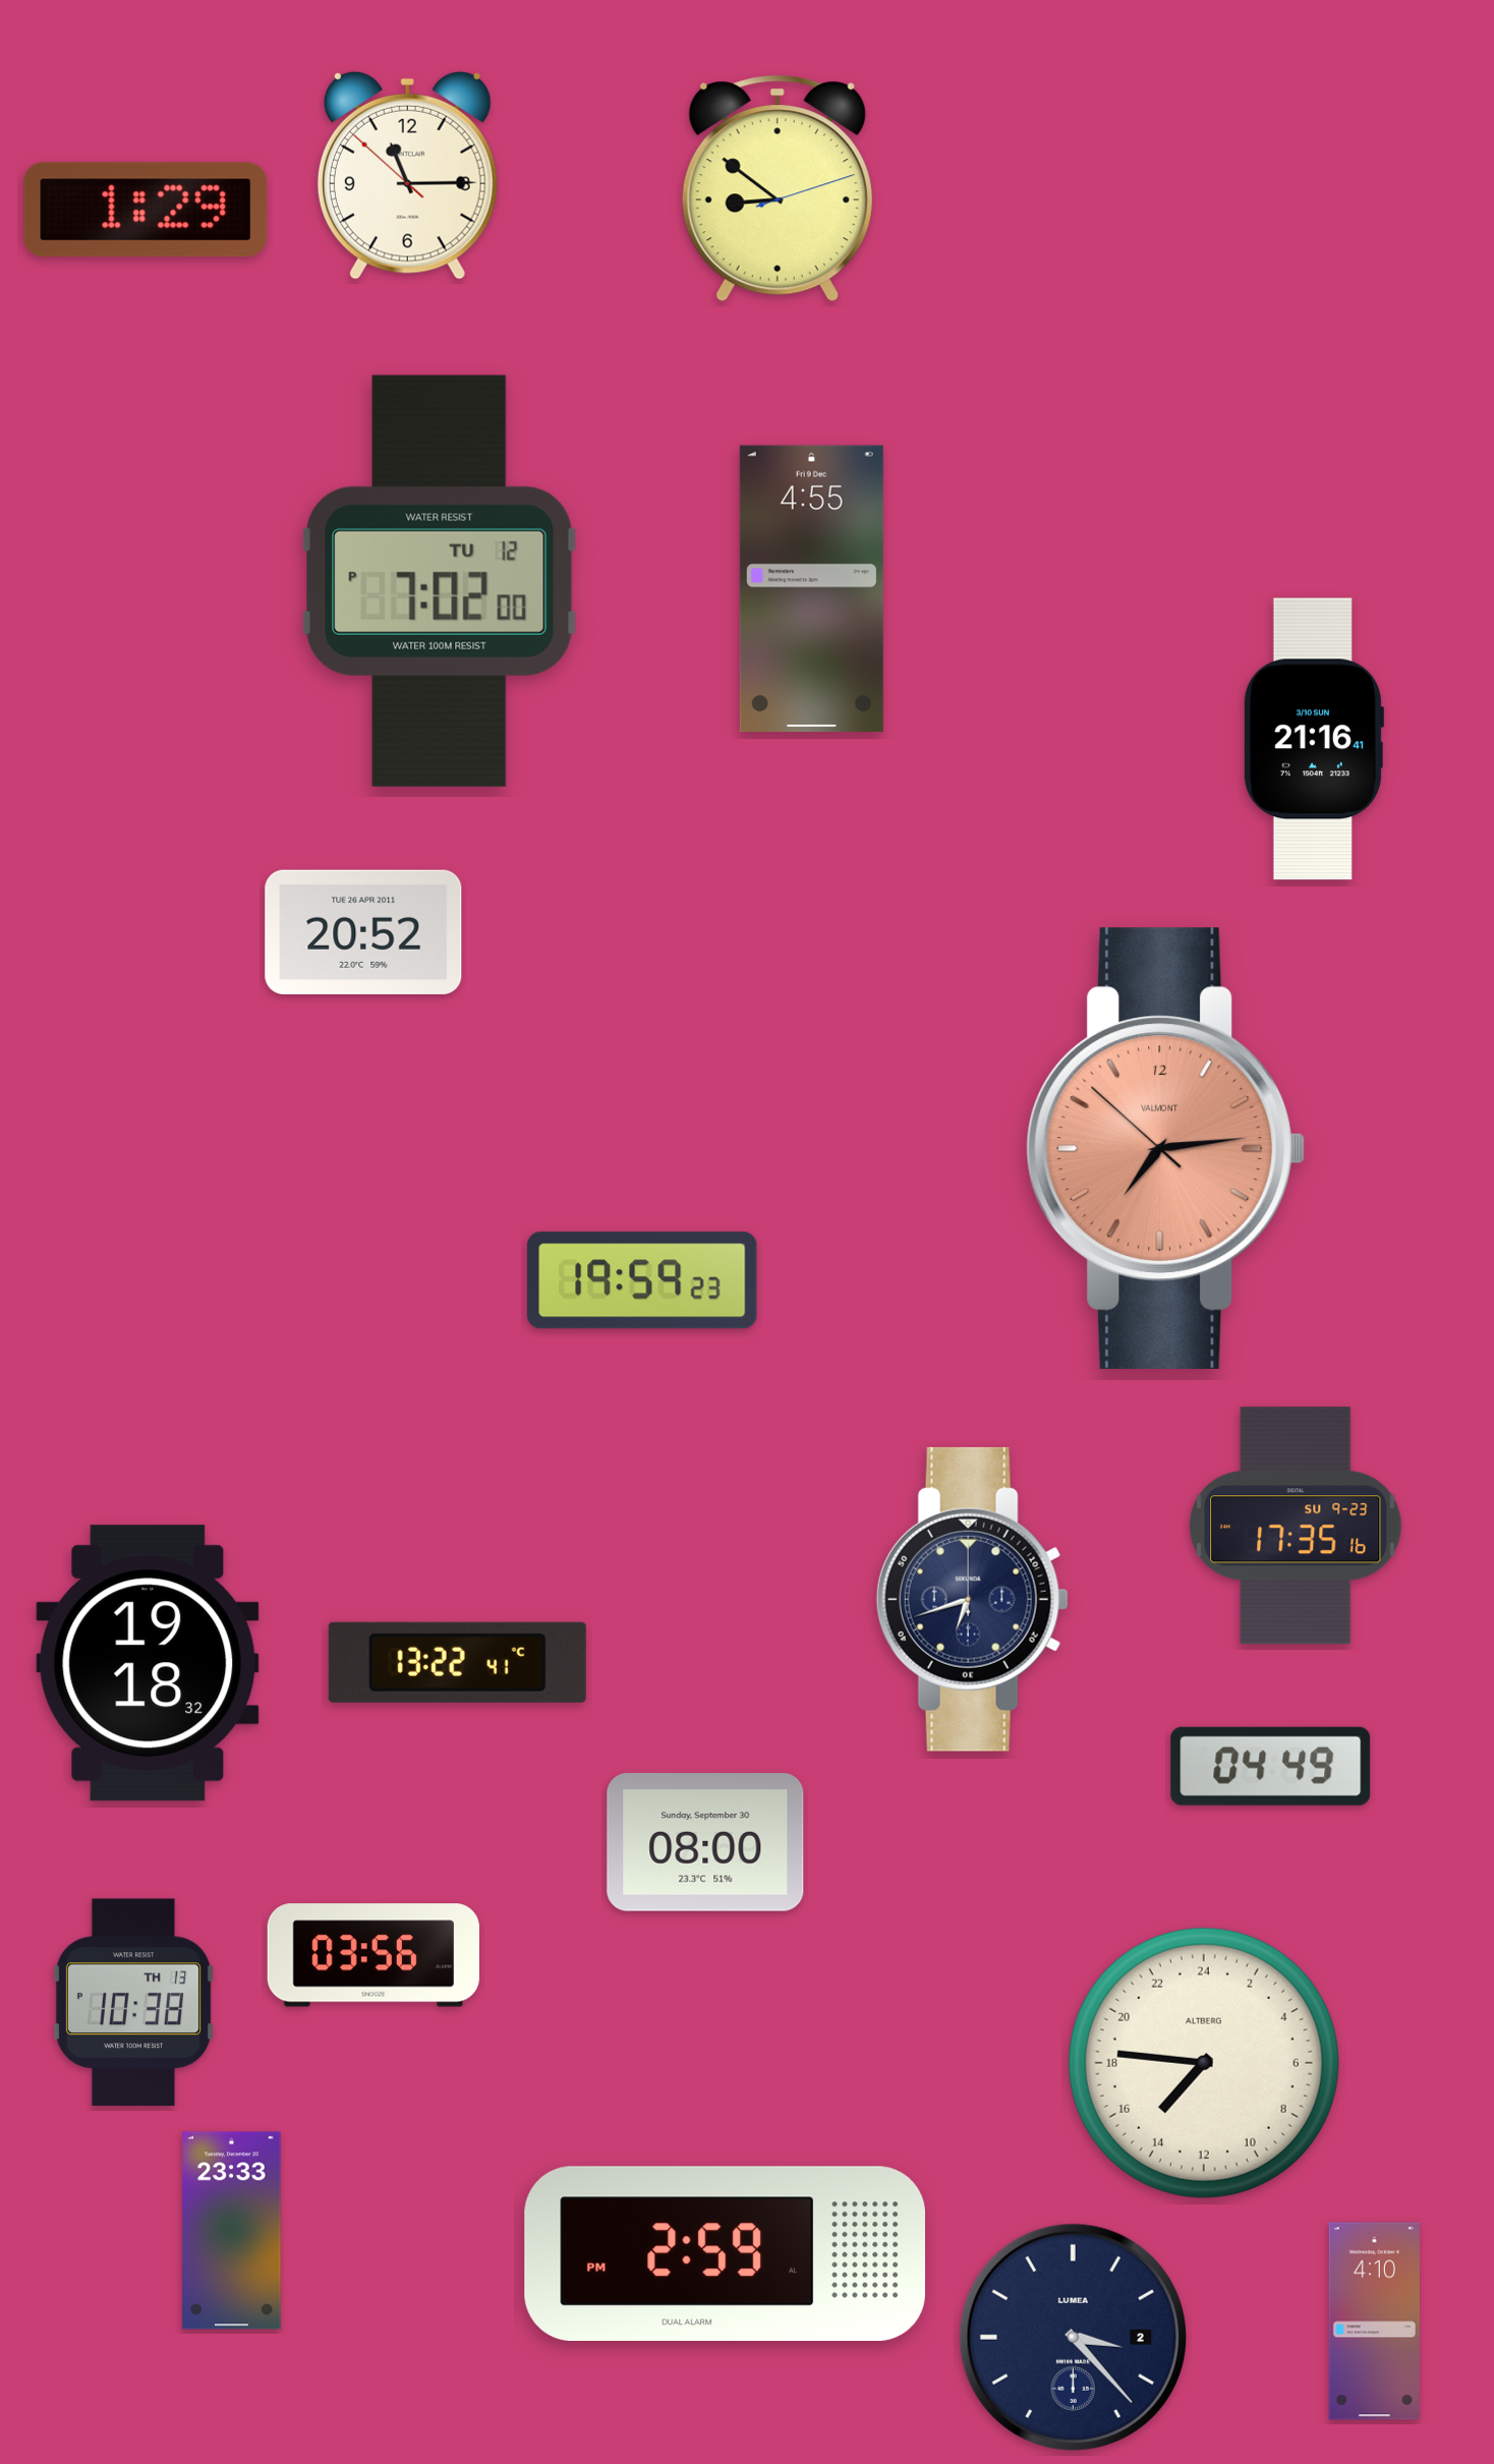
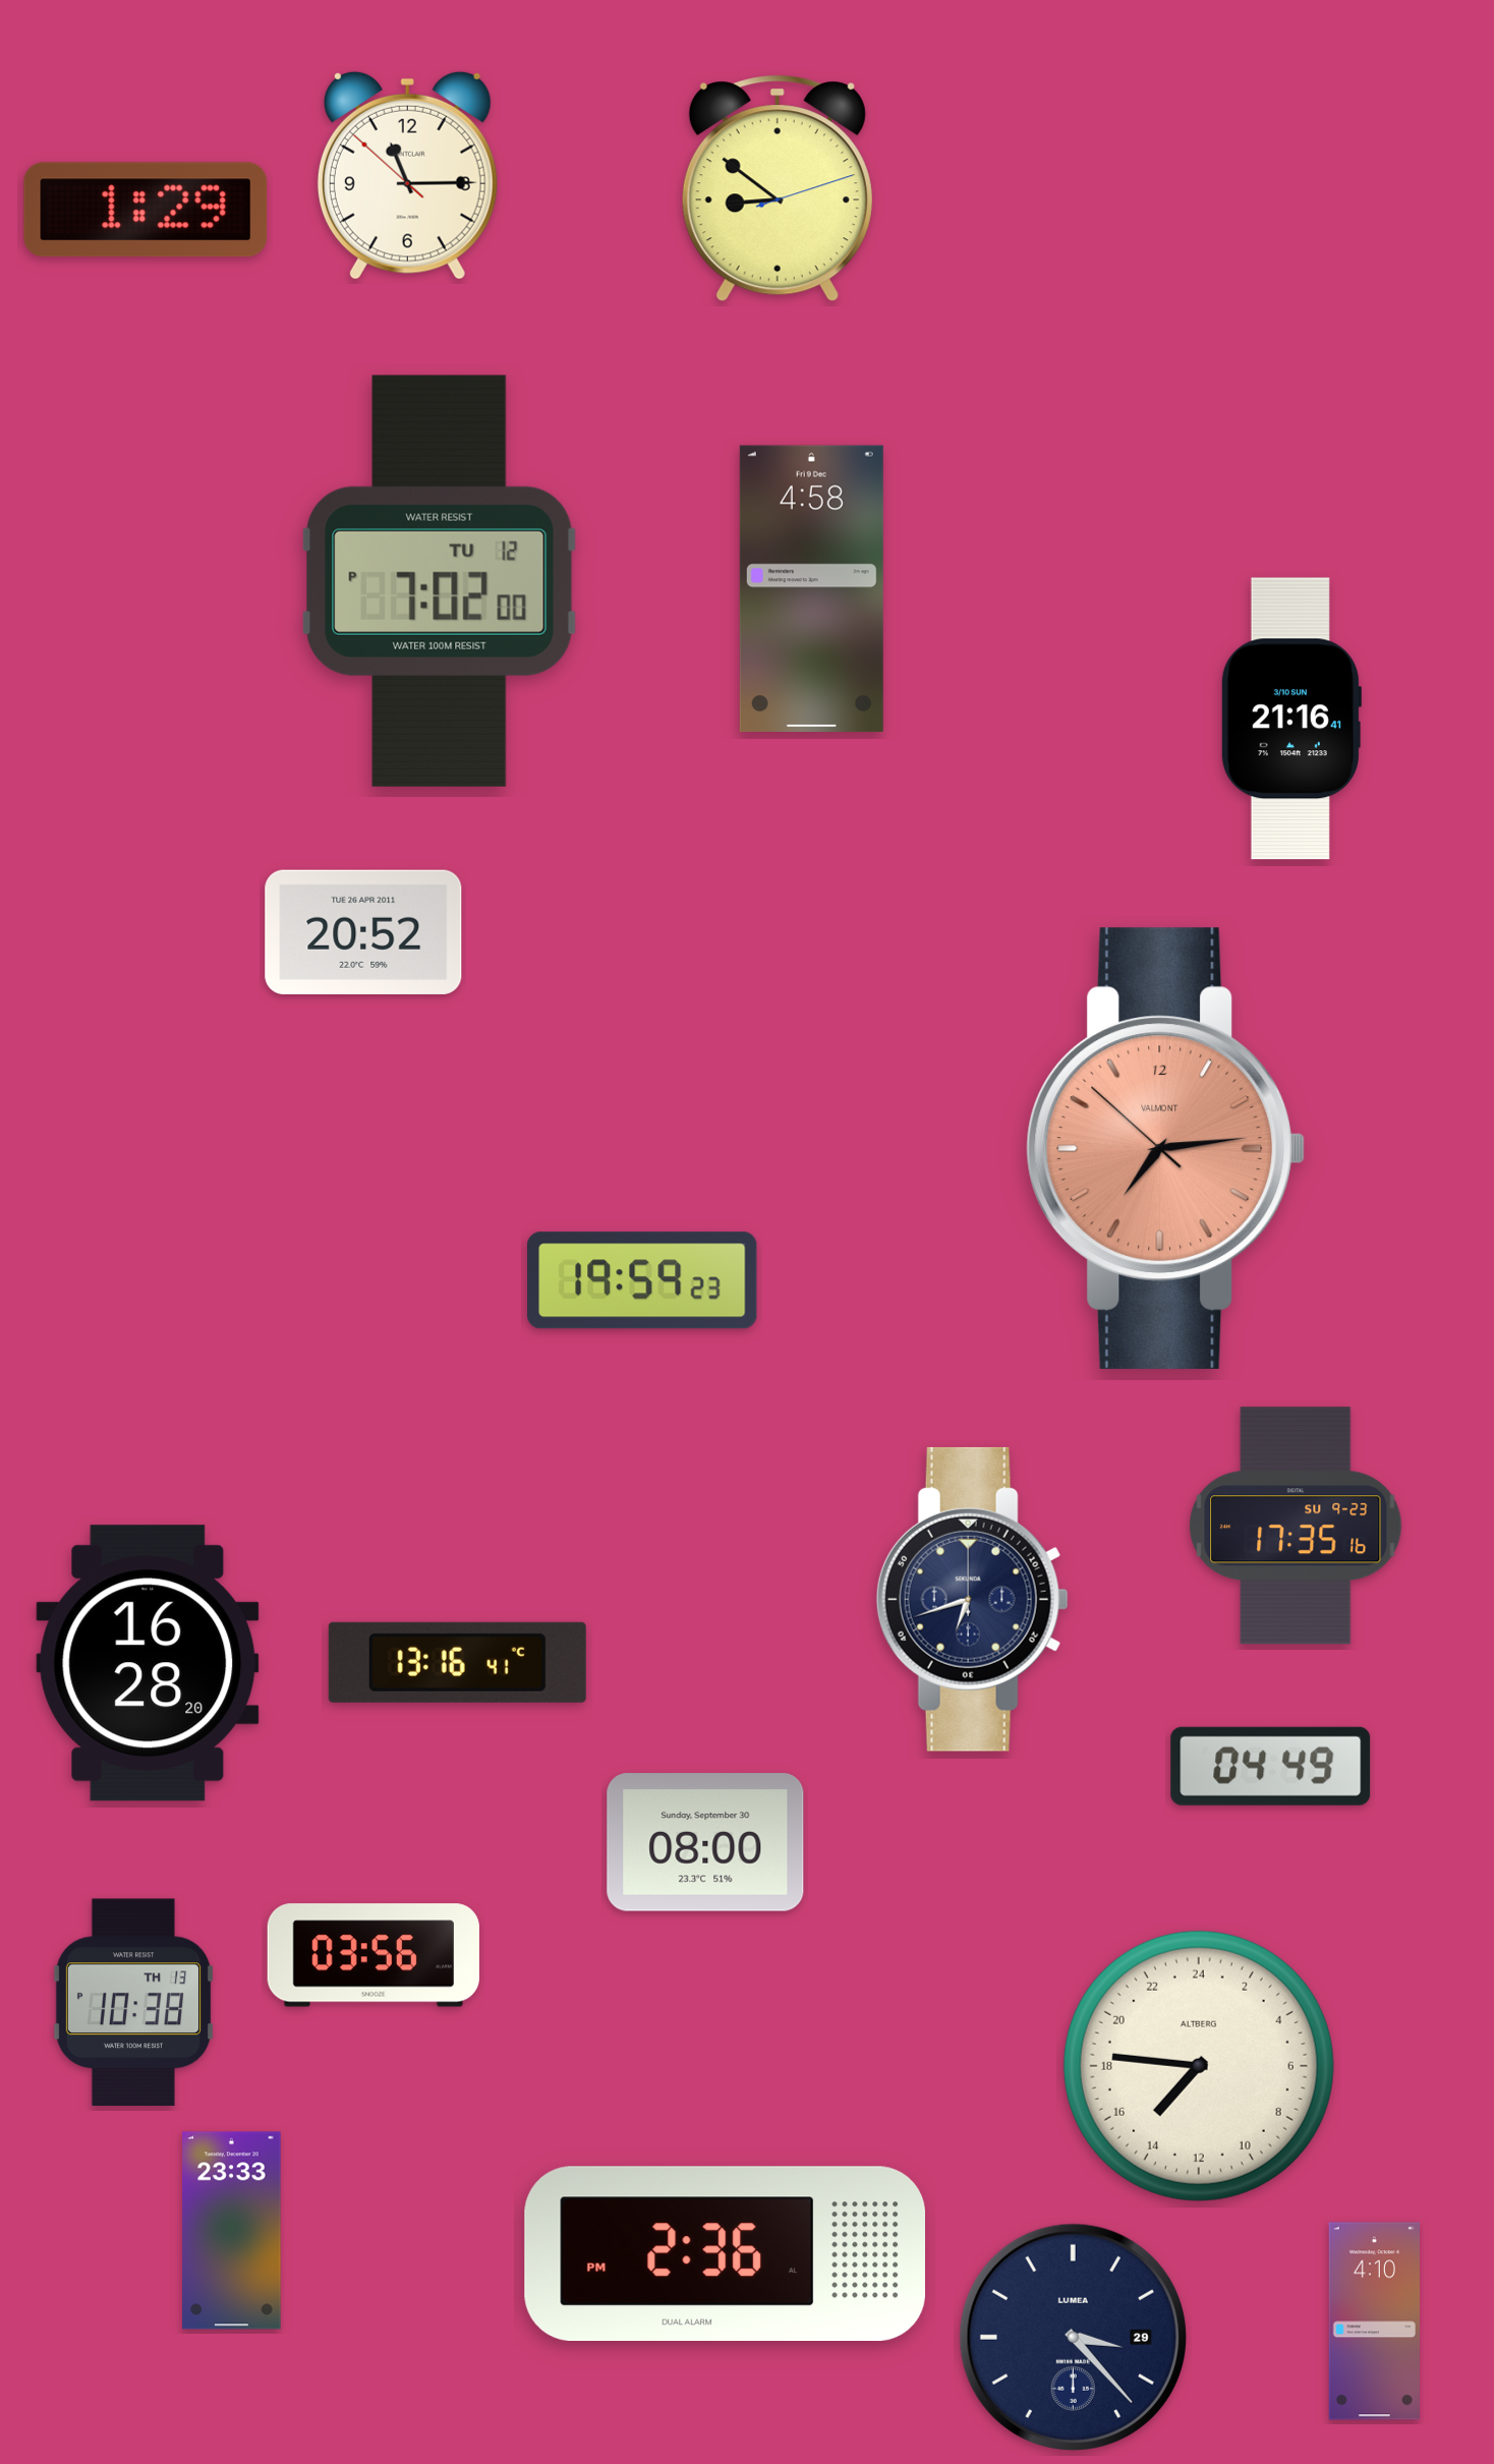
clock at (811, 589): 4:55 -> 4:58
clock at (1313, 739) position: (1313, 739) -> (1290, 719)
clock at (457, 1662): 13:22 -> 13:16
clock at (148, 1663): 19:18 -> 16:28
clock at (1204, 2063) position: (1204, 2063) -> (1199, 2066)
clock at (725, 2253): 2:59 -> 2:36
clock at (1073, 2337) date: 2 -> 29
